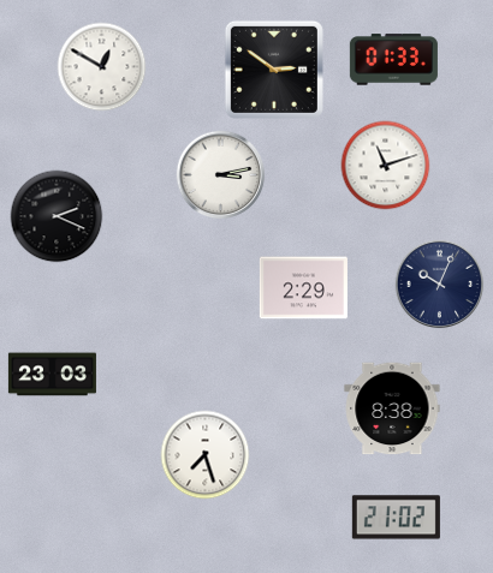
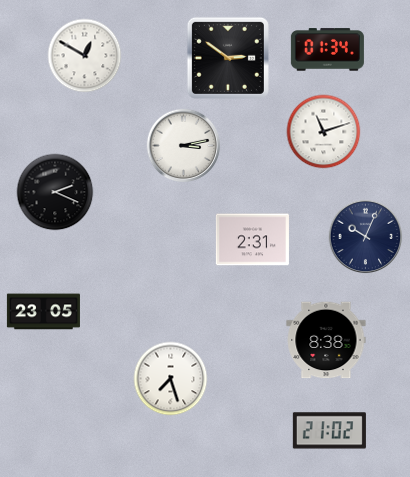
clock at (393, 60): 01:33 -> 01:34
clock at (386, 166) position: (386, 166) -> (324, 132)
clock at (57, 216) position: (57, 216) -> (55, 192)
clock at (303, 288): 2:29 -> 2:31
clock at (52, 375): 23:03 -> 23:05
